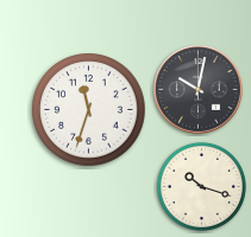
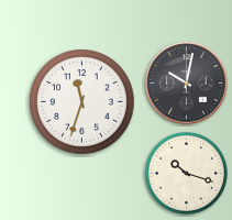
clock at (199, 90) position: (199, 90) -> (187, 84)
